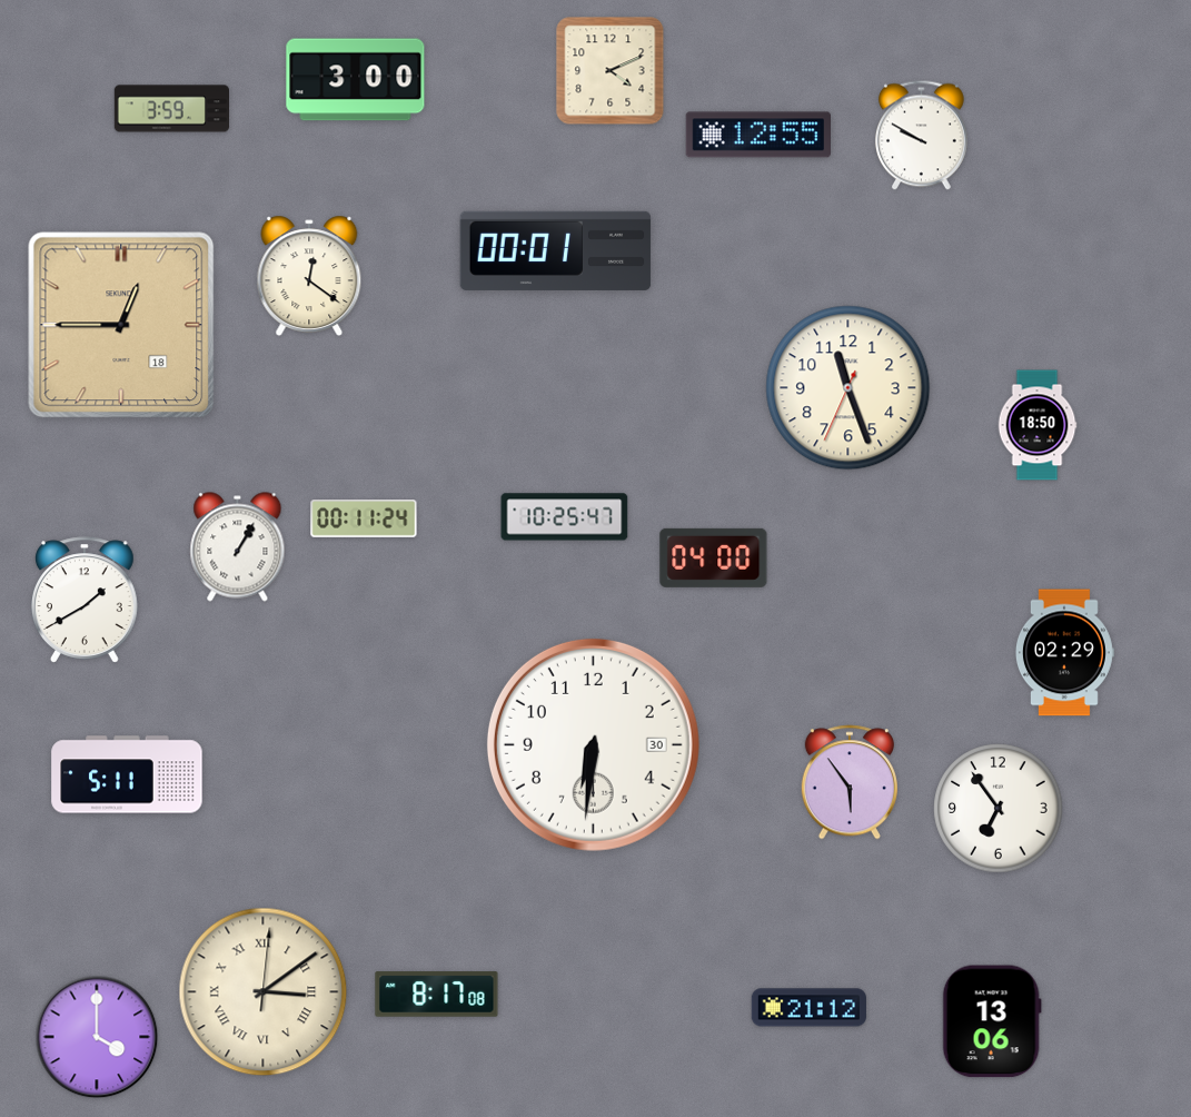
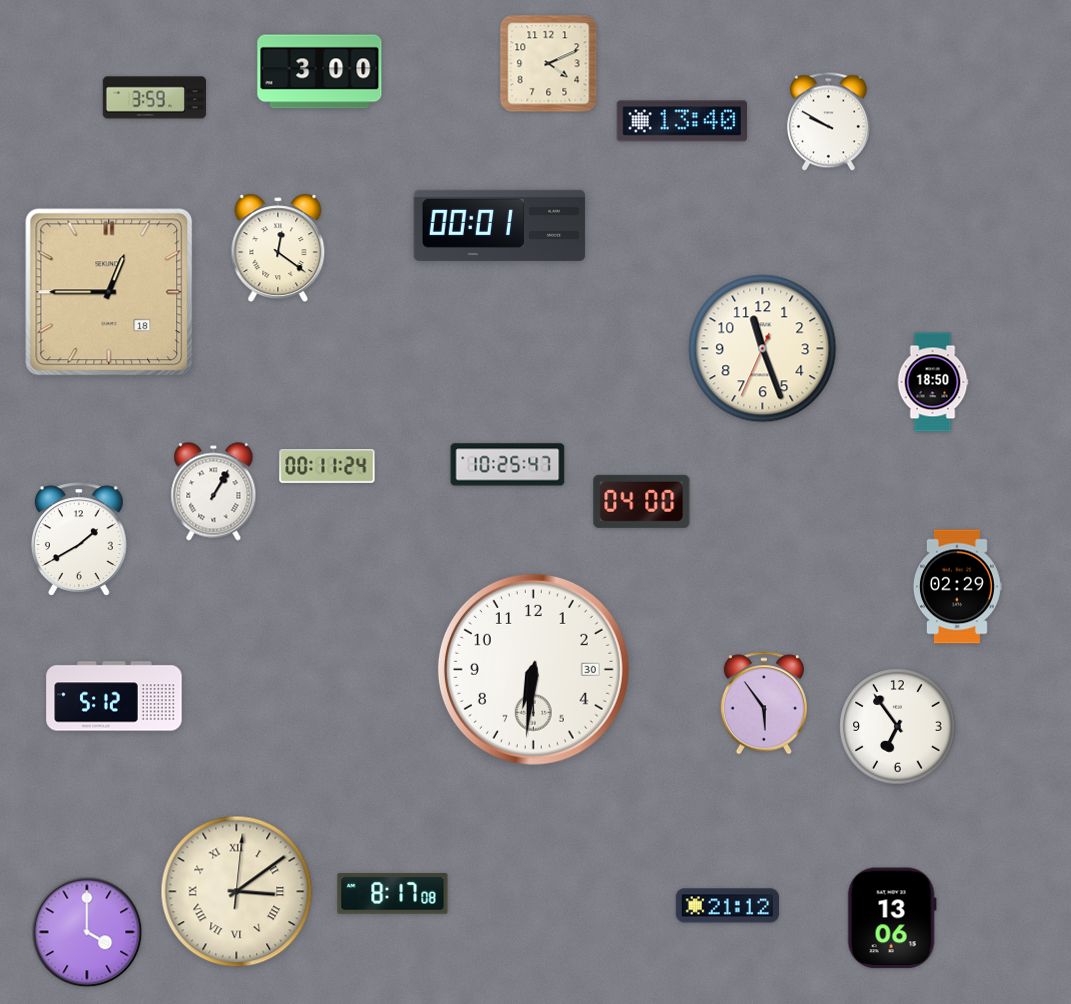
clock at (757, 135): 12:55 -> 13:40
clock at (85, 600) position: (85, 600) -> (79, 539)
clock at (127, 774): 5:11 -> 5:12
